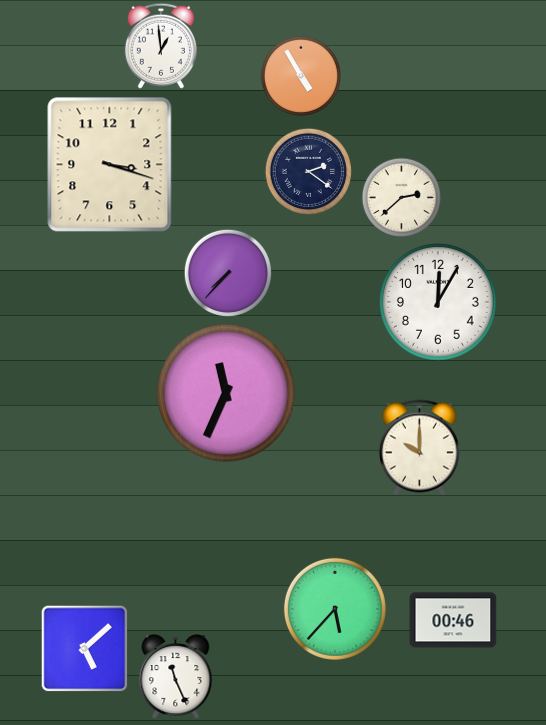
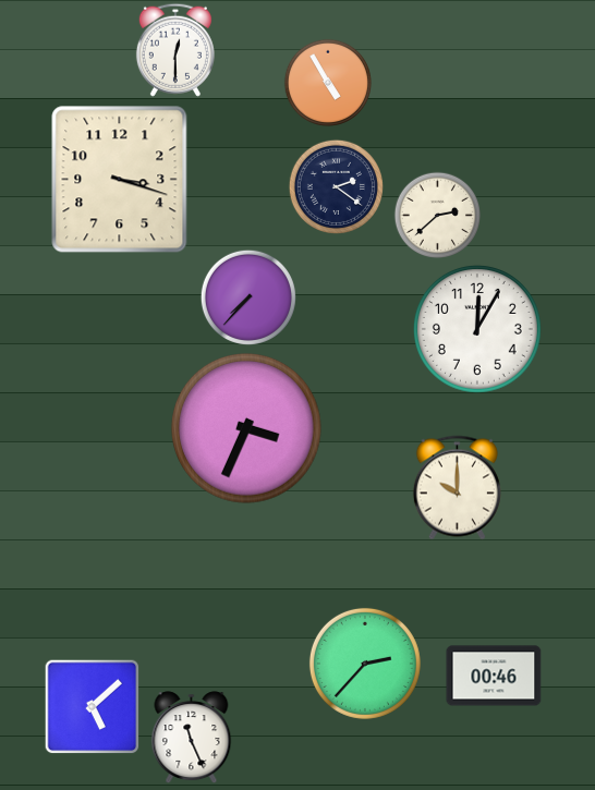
clock at (161, 46): 12:59 -> 12:30
clock at (226, 393): 11:34 -> 3:34
clock at (335, 609): 5:37 -> 2:37
